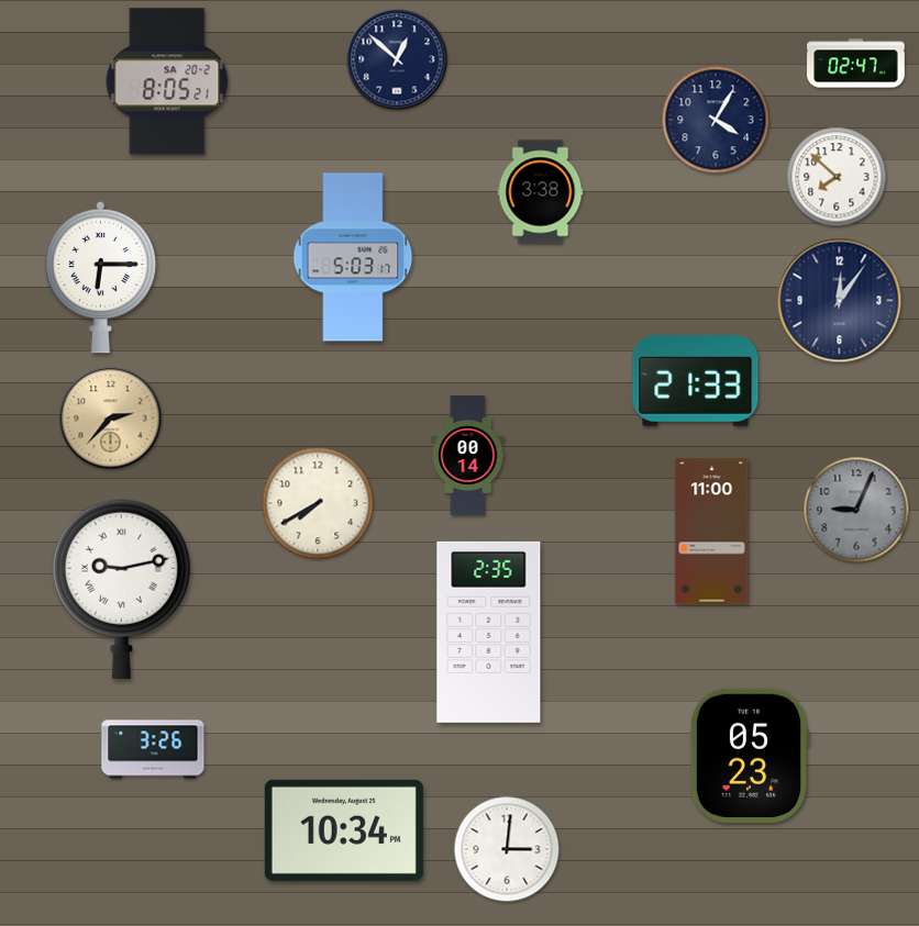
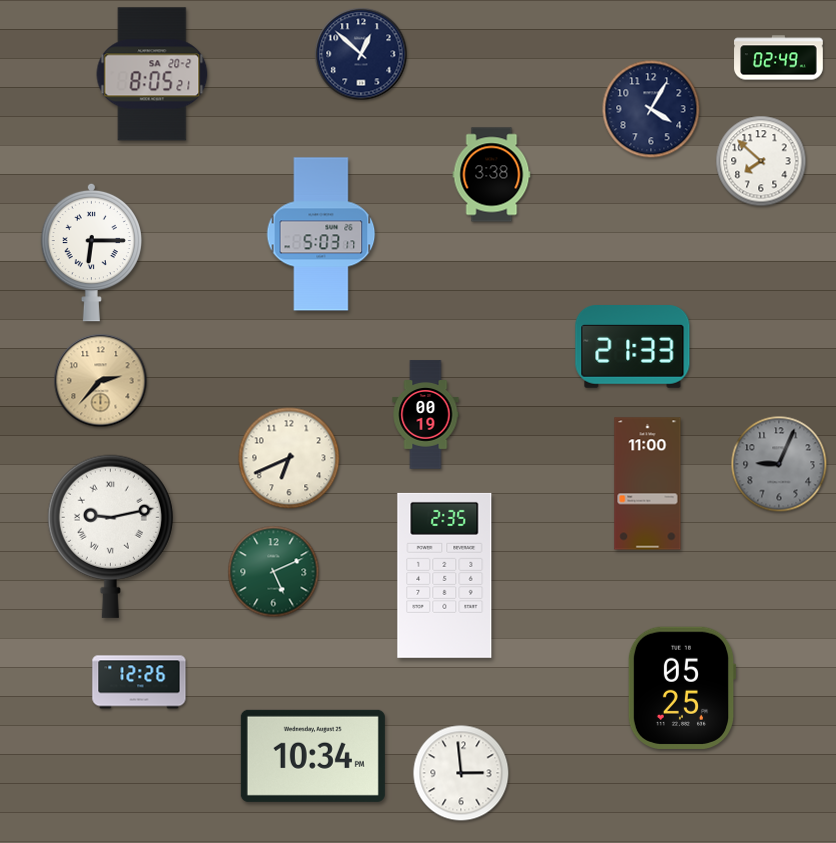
clock at (856, 64): 02:47 -> 02:49
clock at (840, 301): 12:06 -> none
clock at (468, 456): 00:14 -> 00:19
clock at (318, 503): 7:40 -> 6:41
clock at (274, 572): none -> 5:11
clock at (153, 749): 3:26 -> 12:26
clock at (750, 756): 05:23 -> 05:25
clock at (507, 849): 3:01 -> 2:59
